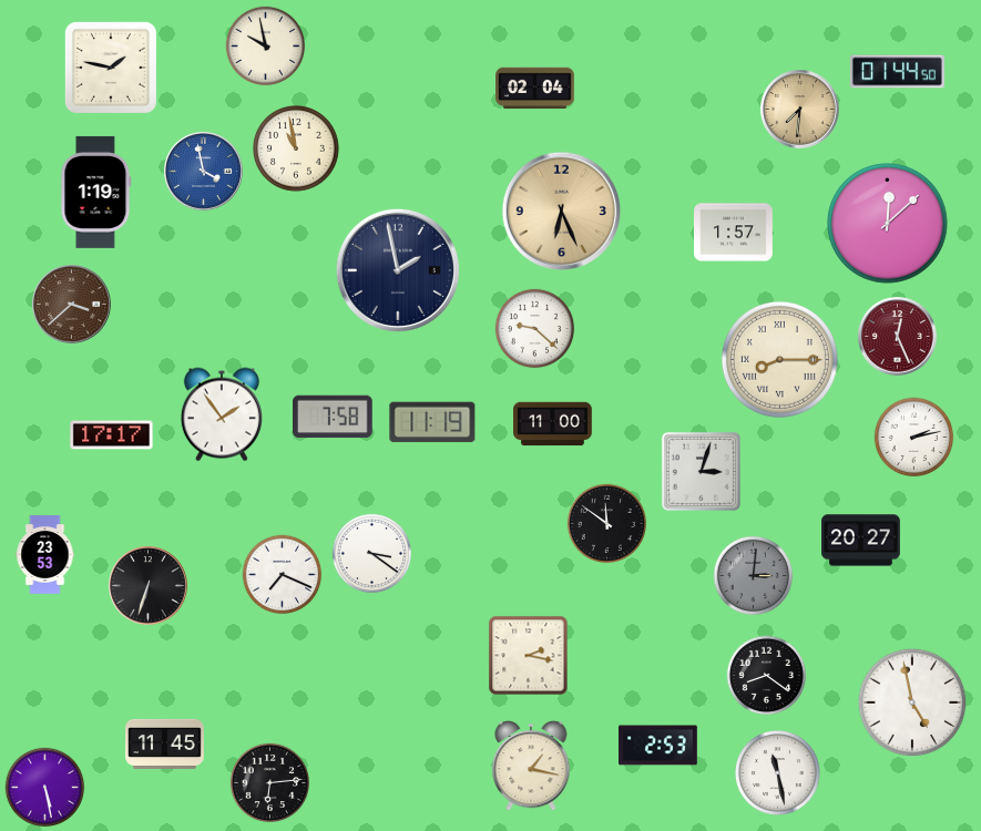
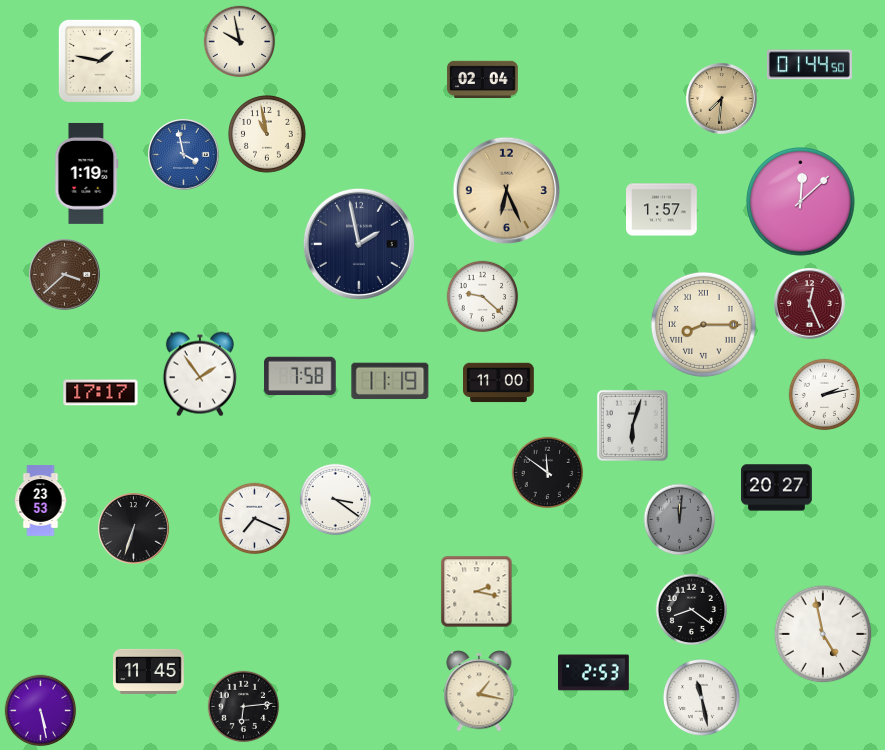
clock at (701, 471): 3:03 -> 6:03
clock at (754, 576): 3:01 -> 12:01
